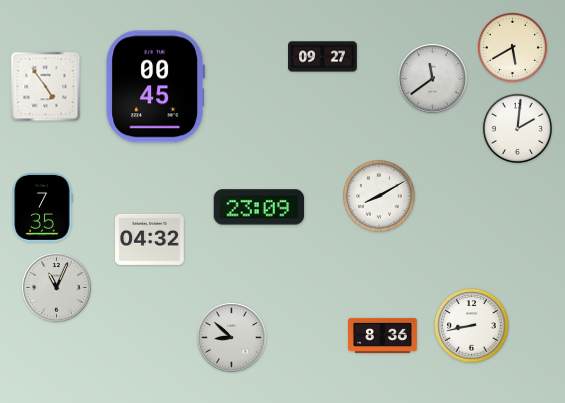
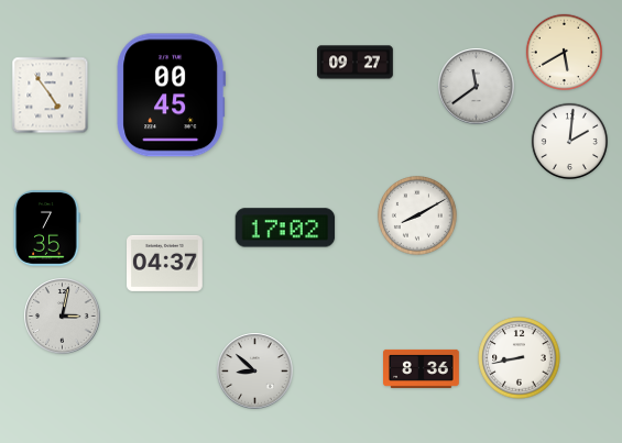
clock at (259, 207): 23:09 -> 17:02
clock at (150, 239): 04:32 -> 04:37
clock at (57, 288): 11:04 -> 3:02
